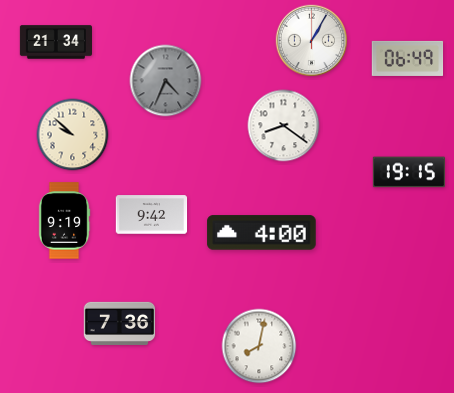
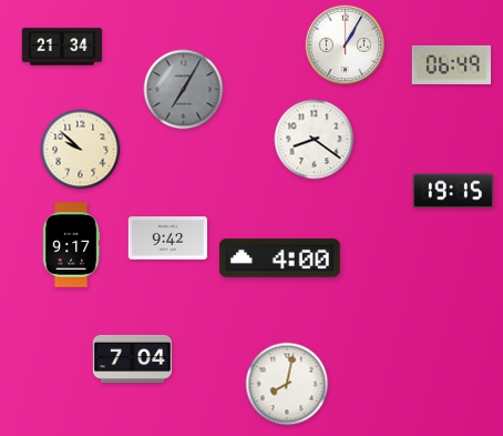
clock at (166, 81): 4:34 -> 7:05
clock at (64, 221): 9:19 -> 9:17
clock at (262, 233) position: (262, 233) -> (280, 258)
clock at (120, 323): 7:36 -> 7:04
